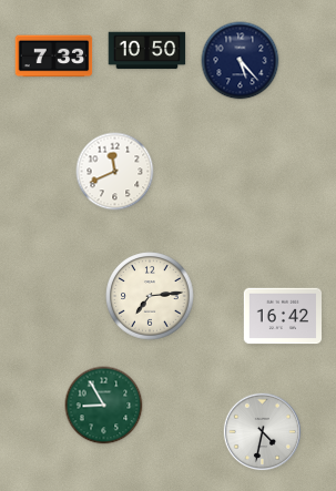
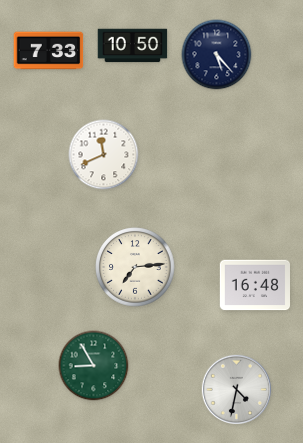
clock at (283, 316): 16:42 -> 16:48
